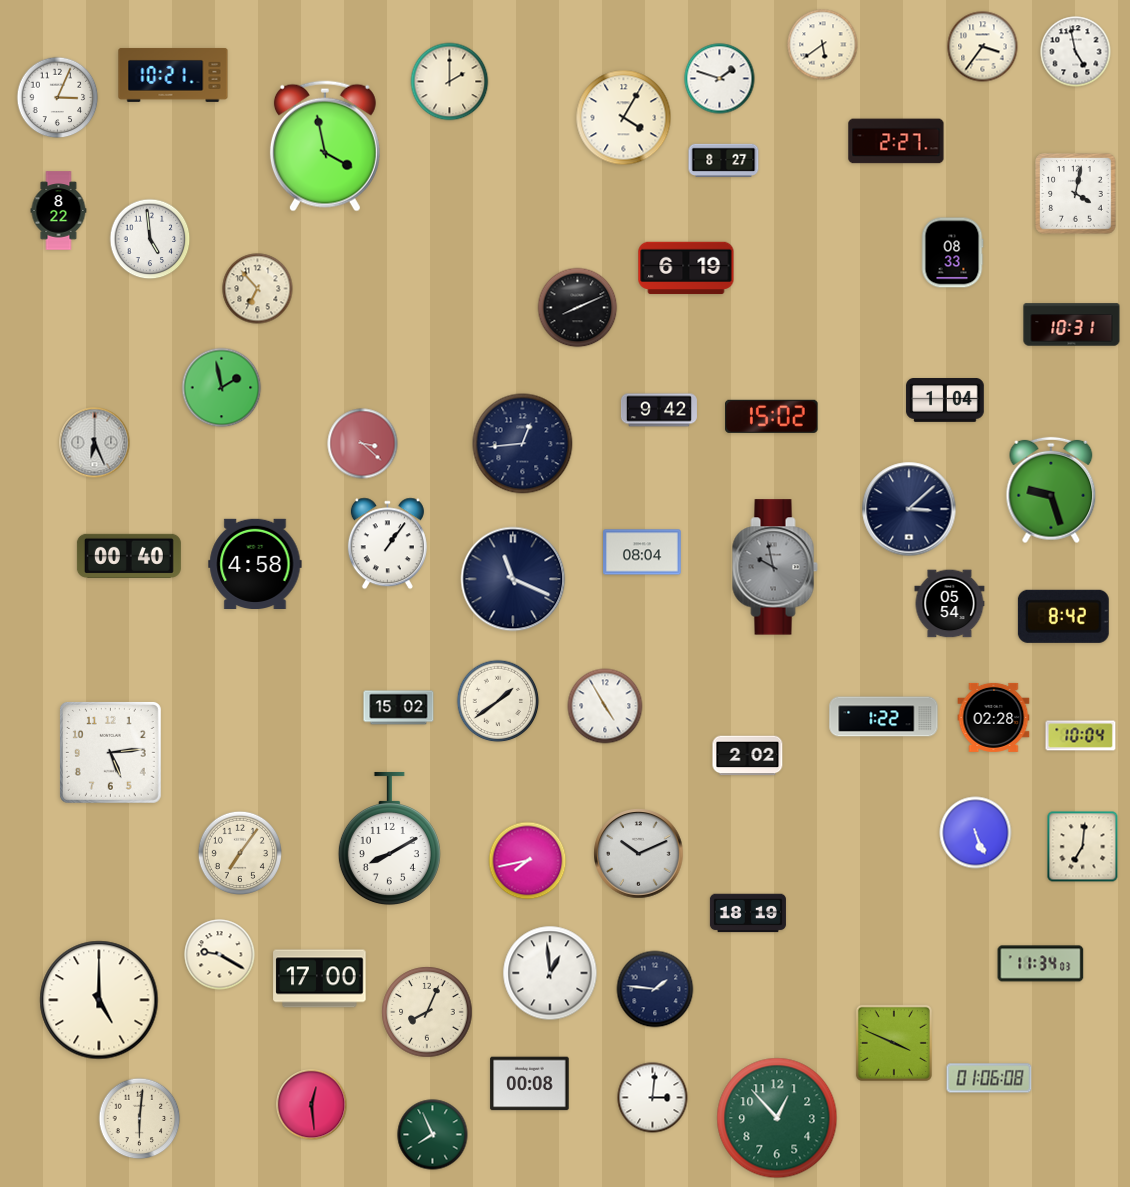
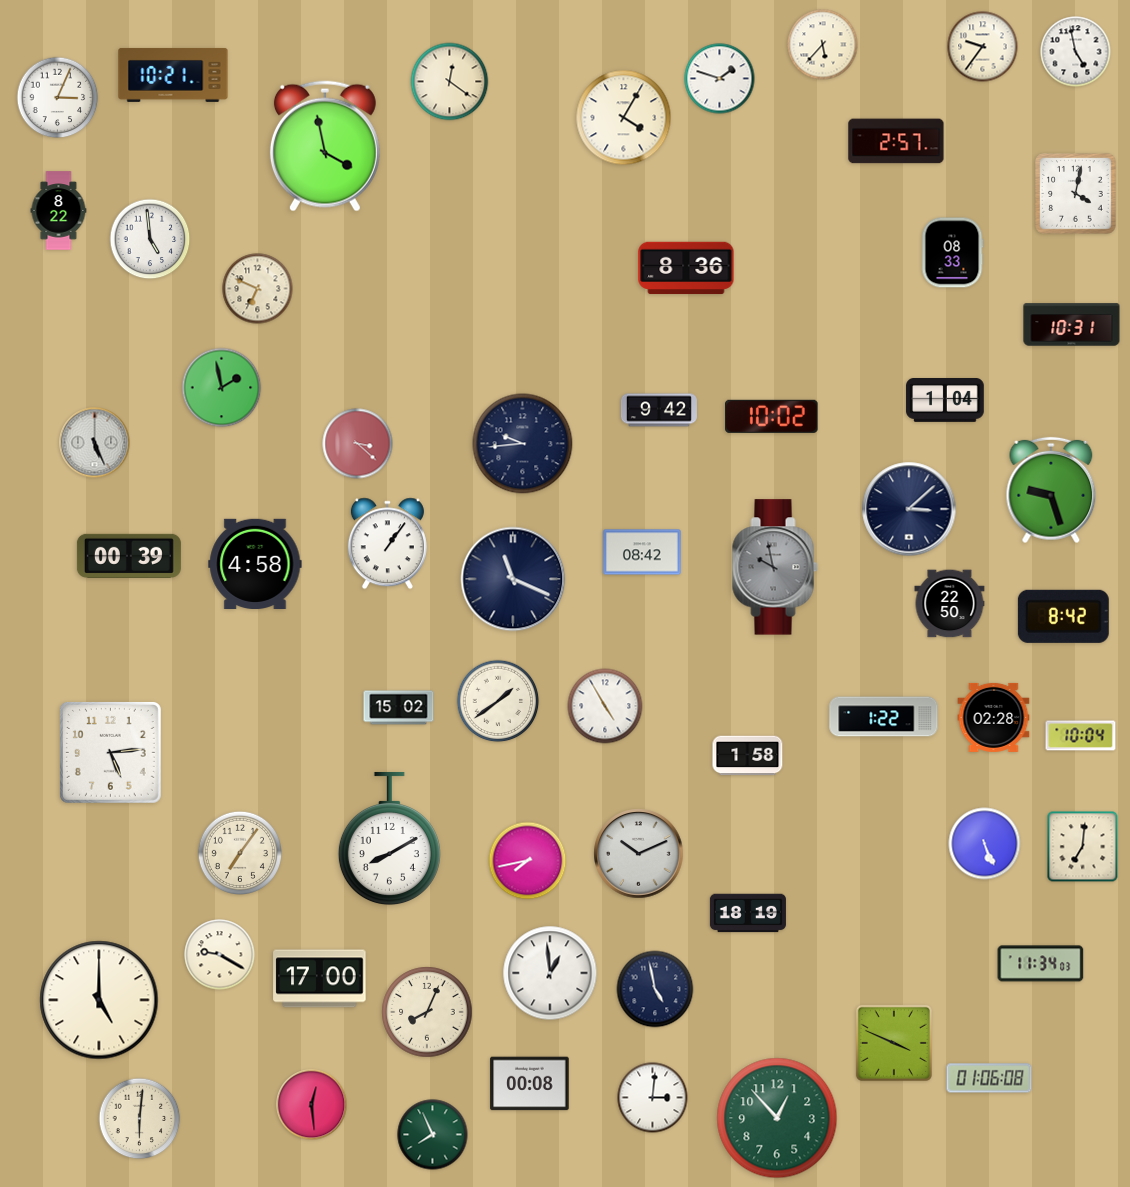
clock at (823, 45): 5:39 -> 5:37
clock at (983, 47): 3:36 -> 9:36
clock at (450, 82): 2:00 -> 12:21
clock at (896, 141): 2:27 -> 2:57
clock at (724, 160): 8:27 -> none
clock at (686, 268): 6:19 -> 8:36
clock at (258, 289): 6:53 -> 6:49
clock at (578, 308): 8:11 -> none
clock at (772, 416): 15:02 -> 10:02
clock at (95, 443): 6:26 -> 5:26
clock at (363, 444) position: (363, 444) -> (358, 444)
clock at (523, 444): 12:44 -> 9:44
clock at (642, 552): 08:04 -> 08:42
clock at (129, 556): 00:40 -> 00:39
clock at (950, 604): 05:54 -> 22:50
clock at (748, 756): 2:02 -> 1:58
clock at (976, 833) position: (976, 833) -> (985, 844)
clock at (655, 989): 1:46 -> 4:58
